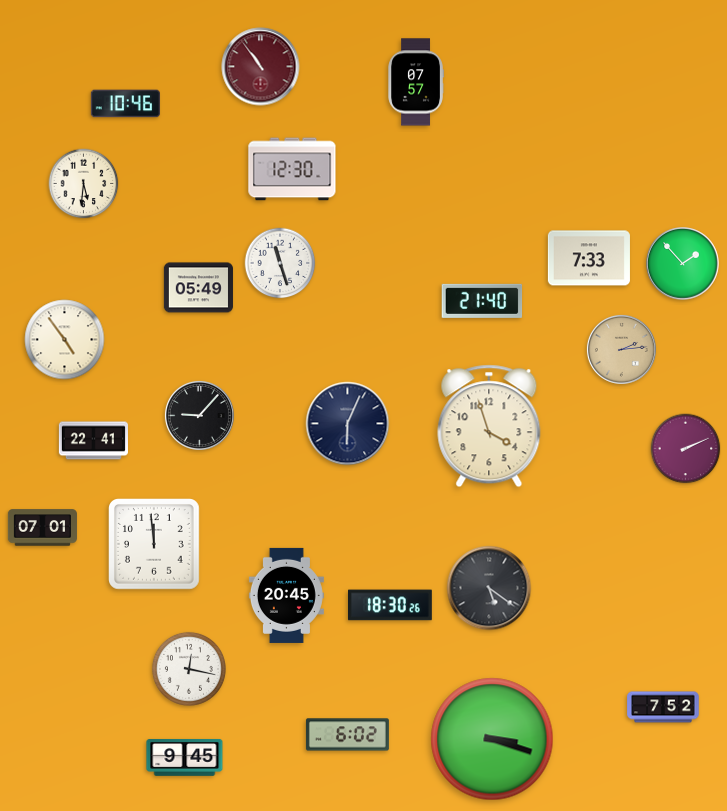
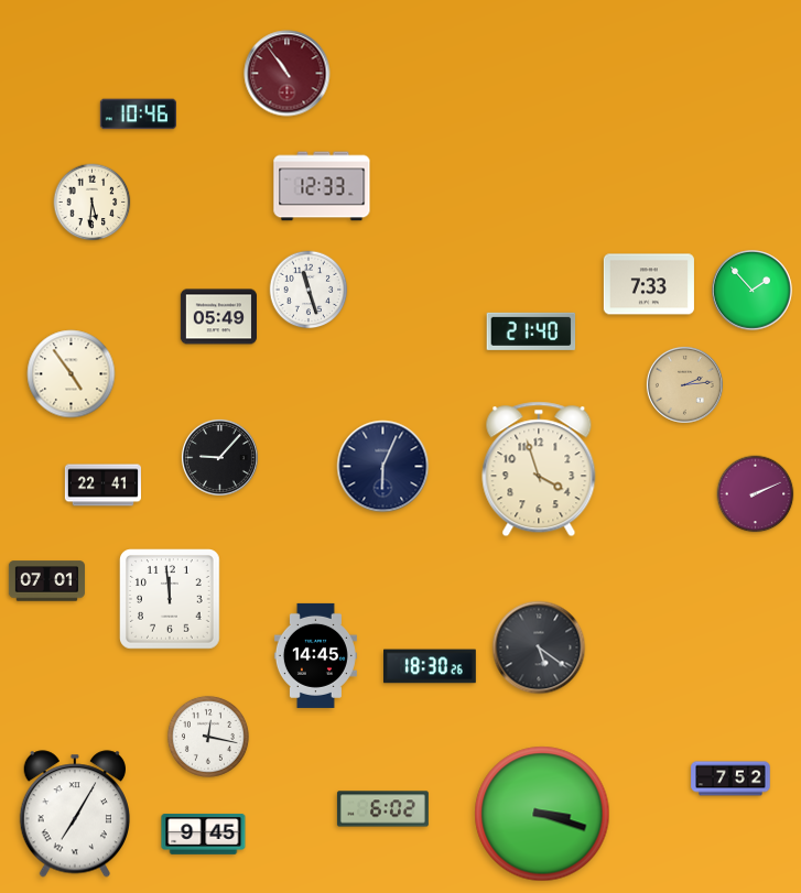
clock at (416, 82): 07:57 -> none
clock at (292, 169): 12:30 -> 12:33
clock at (286, 595): 20:45 -> 14:45
clock at (74, 814): none -> 7:05
